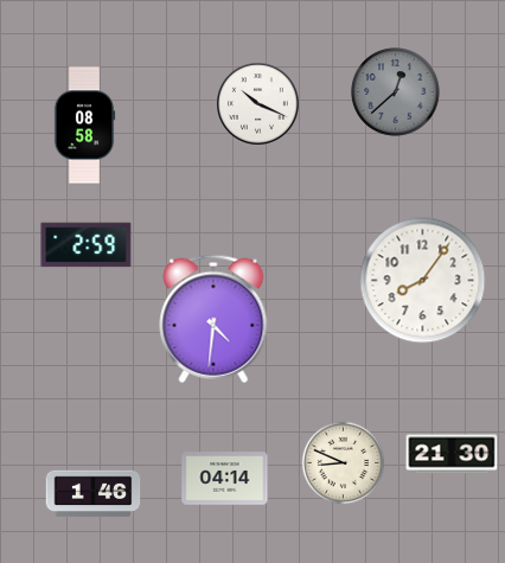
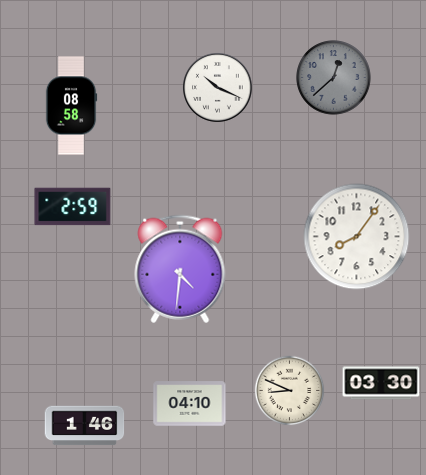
clock at (452, 454): 21:30 -> 03:30
clock at (225, 479): 04:14 -> 04:10
clock at (94, 494) position: (94, 494) -> (85, 426)
